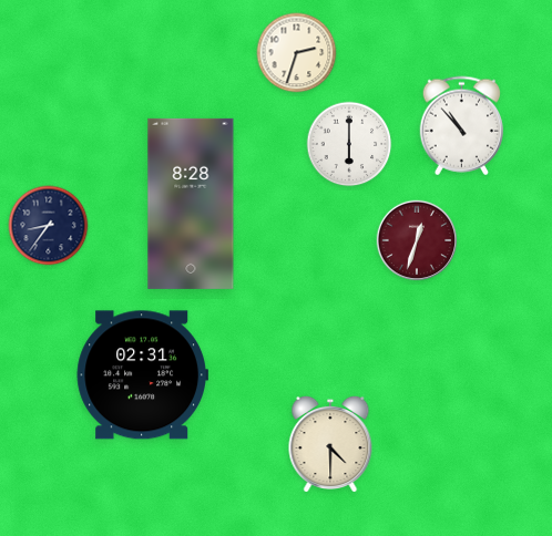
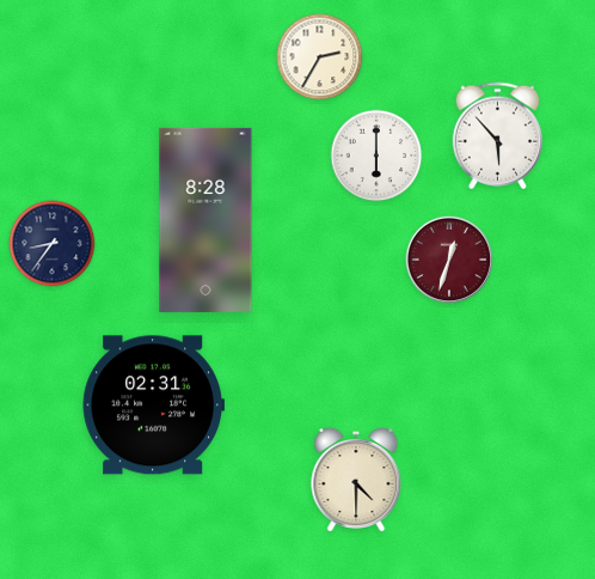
clock at (297, 53): 2:33 -> 2:35
clock at (462, 126): 10:53 -> 5:53
